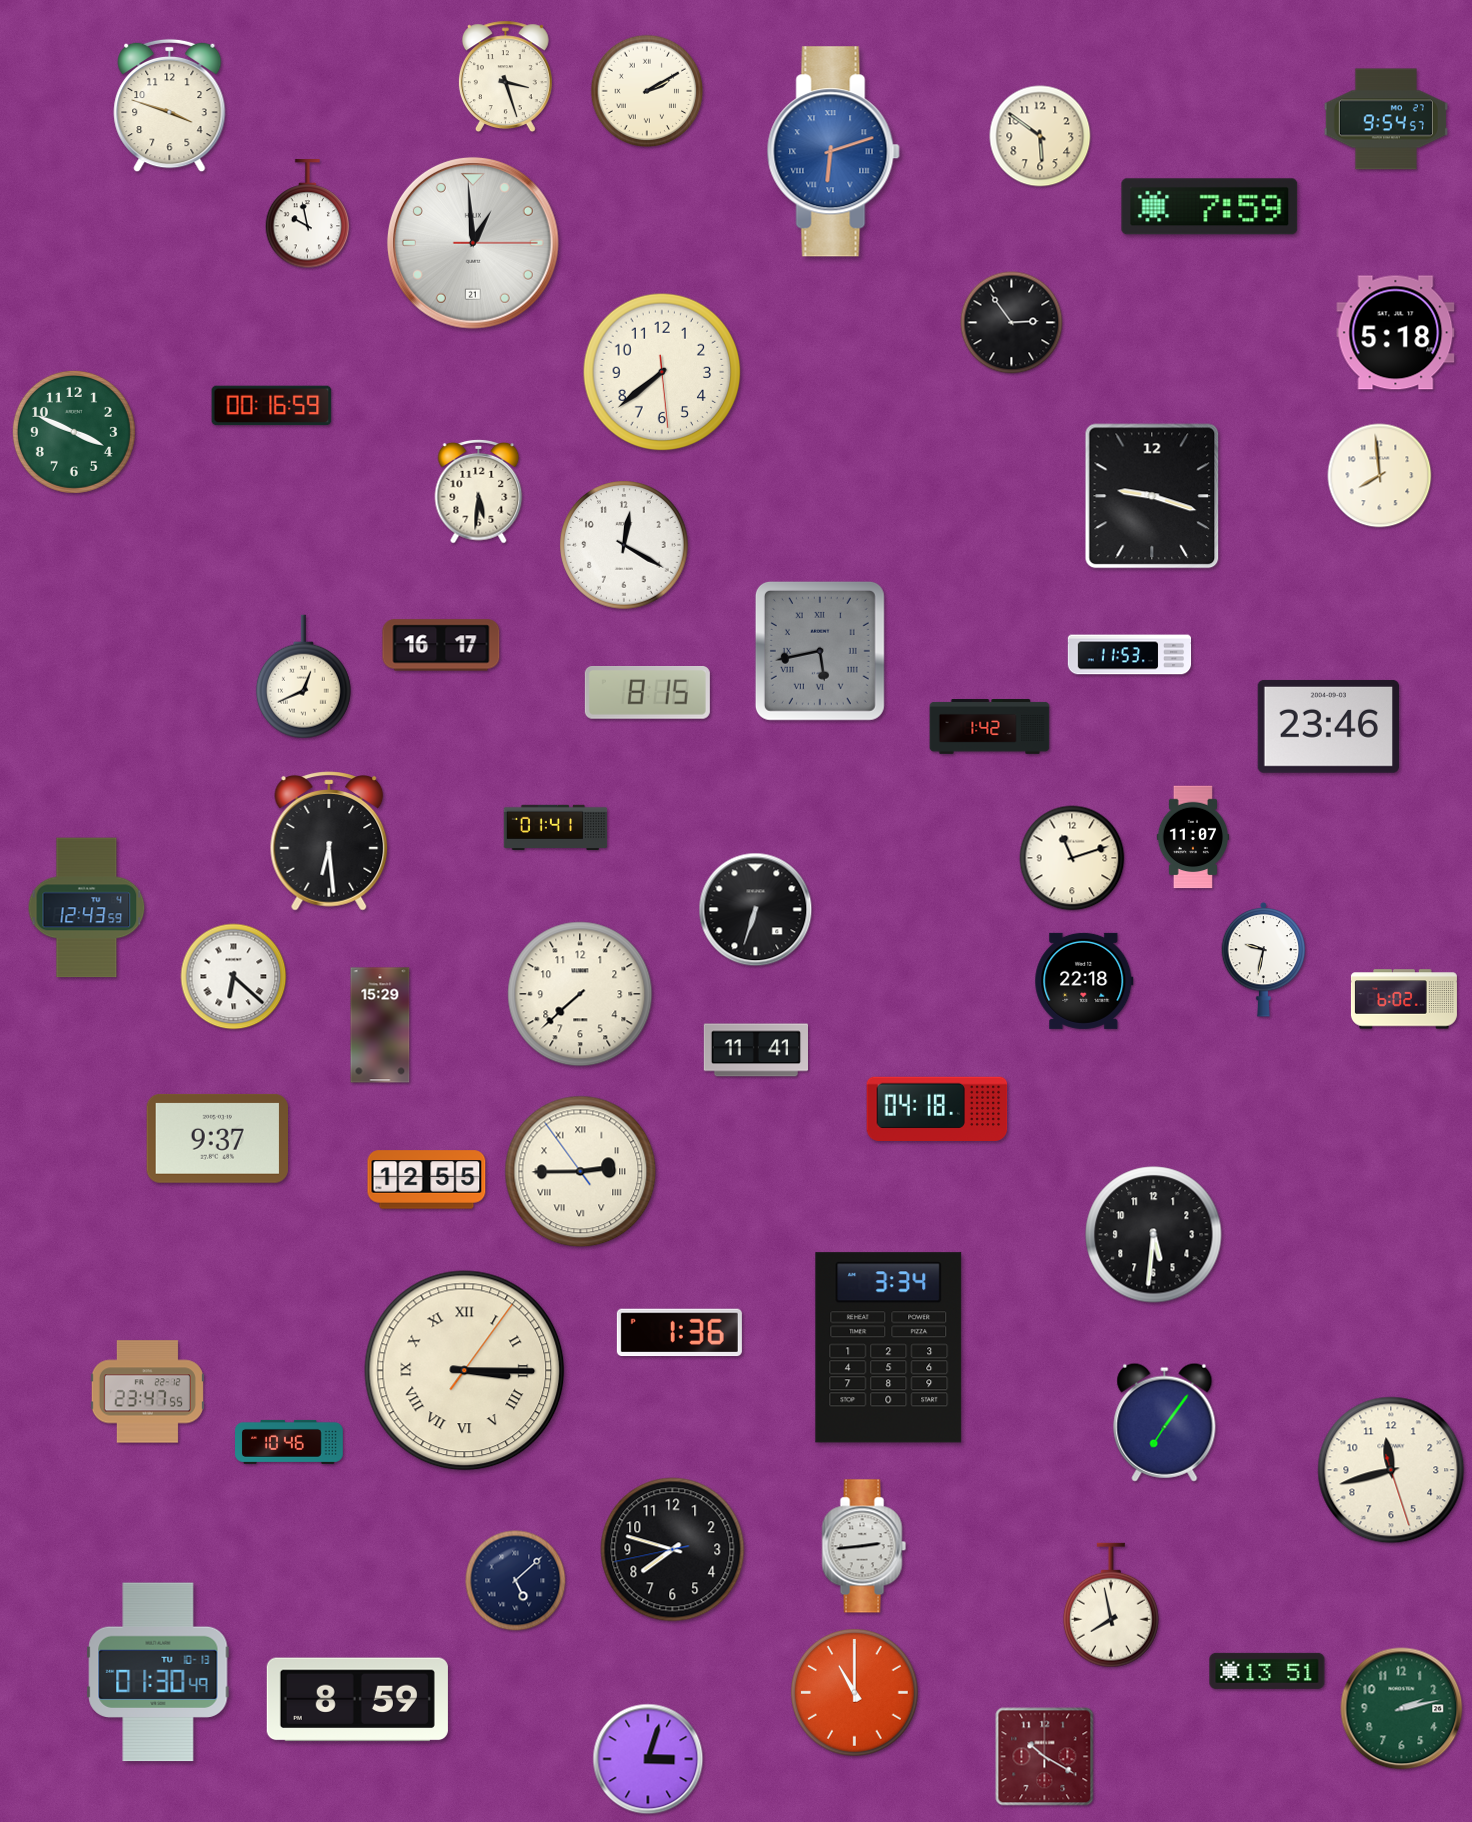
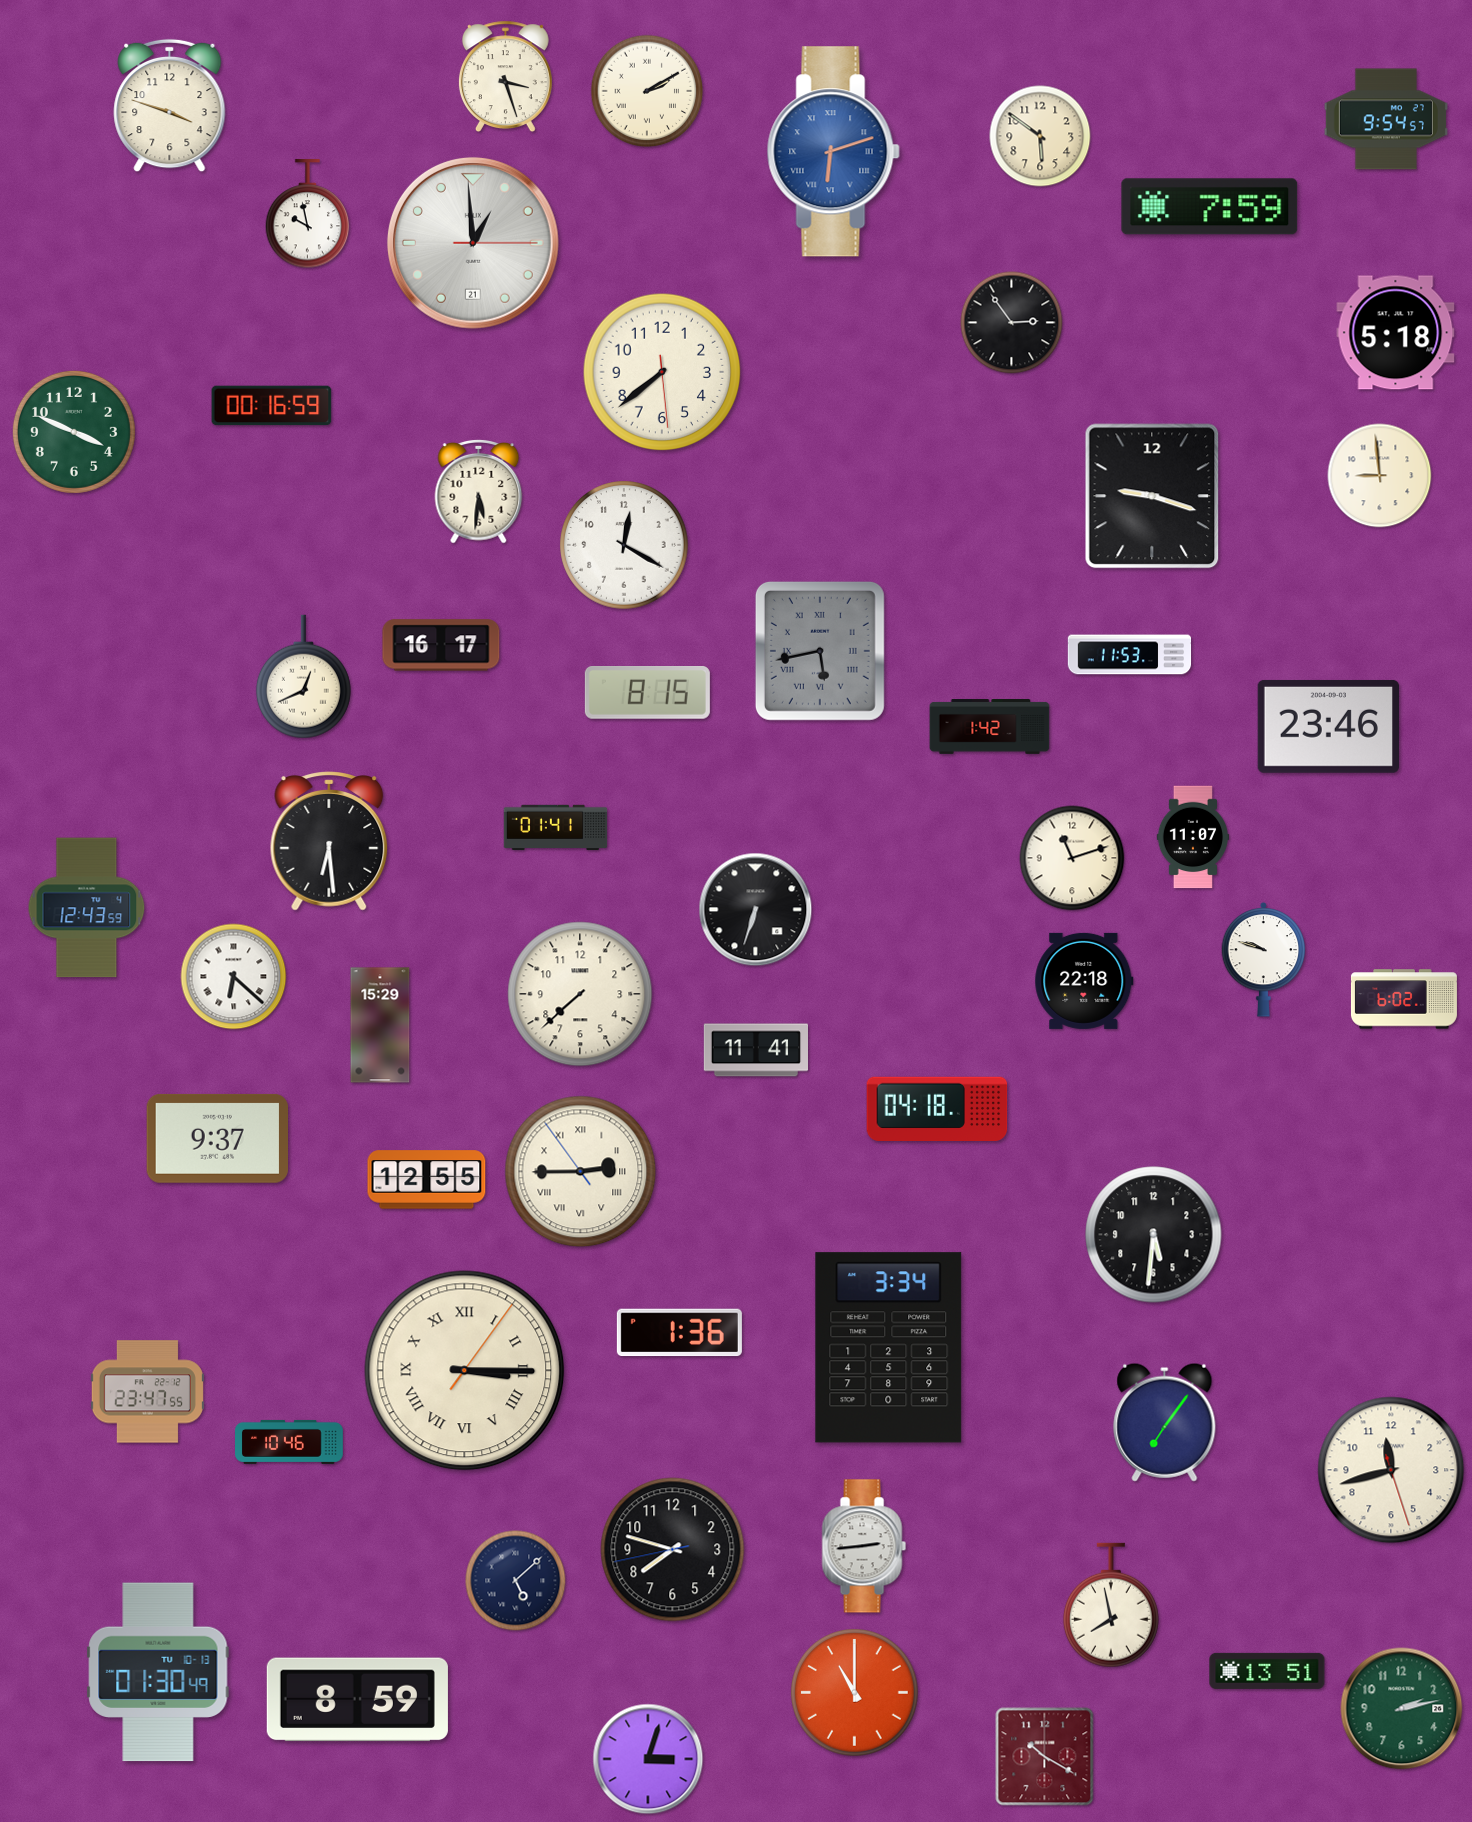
clock at (1380, 476): 7:59 -> 8:59
clock at (1264, 959): 9:32 -> 9:48
